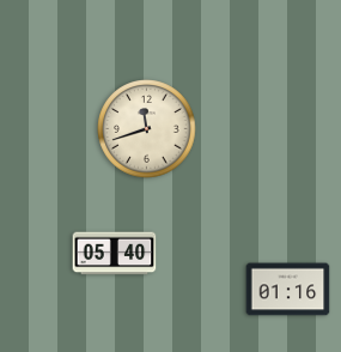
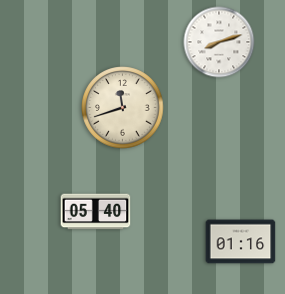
clock at (219, 42): none -> 8:12
